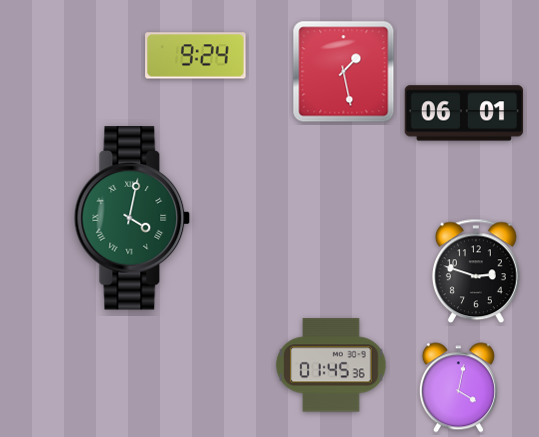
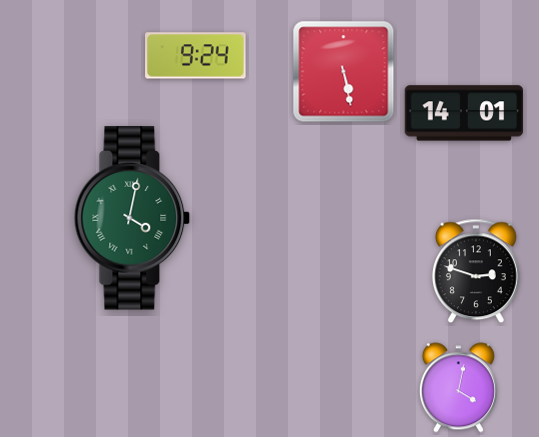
clock at (344, 72): 1:28 -> 5:28
clock at (464, 113): 06:01 -> 14:01
clock at (331, 365): 01:45 -> none
